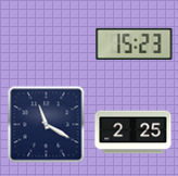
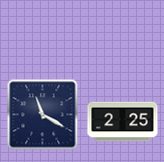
clock at (135, 43): 15:23 -> none
